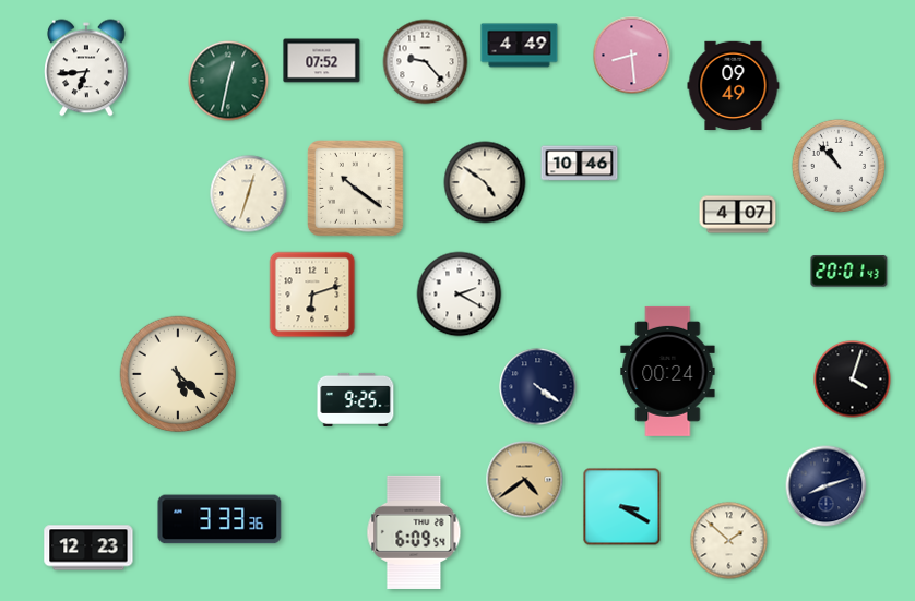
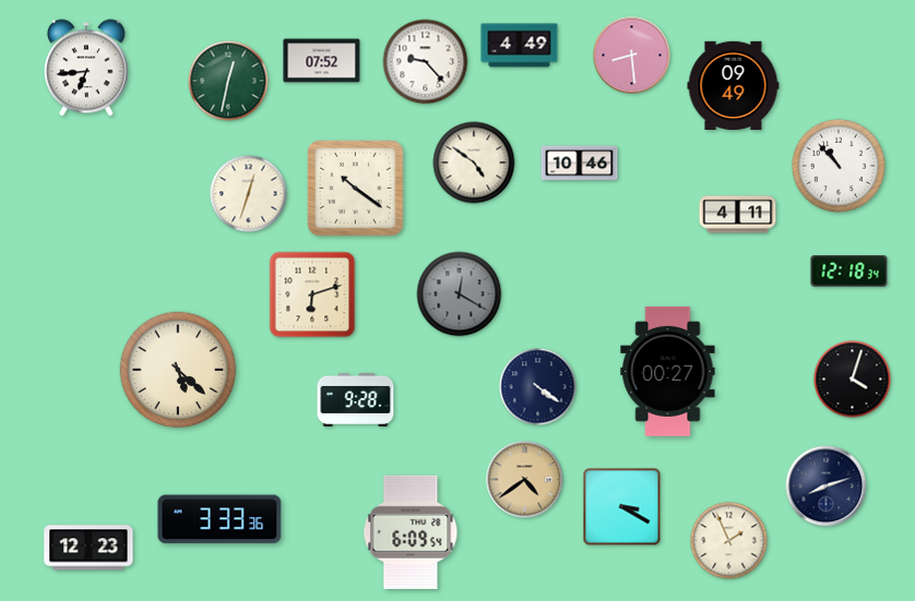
clock at (485, 182) position: (485, 182) -> (474, 163)
clock at (738, 215): 4:07 -> 4:11
clock at (849, 272): 20:01 -> 12:18
clock at (460, 295): 2:20 -> 12:20
clock at (460, 295) dial: white -> grey
clock at (668, 371): 00:24 -> 00:27
clock at (178, 374) position: (178, 374) -> (178, 370)
clock at (356, 399): 9:25 -> 9:28
clock at (414, 532) position: (414, 532) -> (411, 532)
clock at (729, 541): 1:52 -> 1:56
